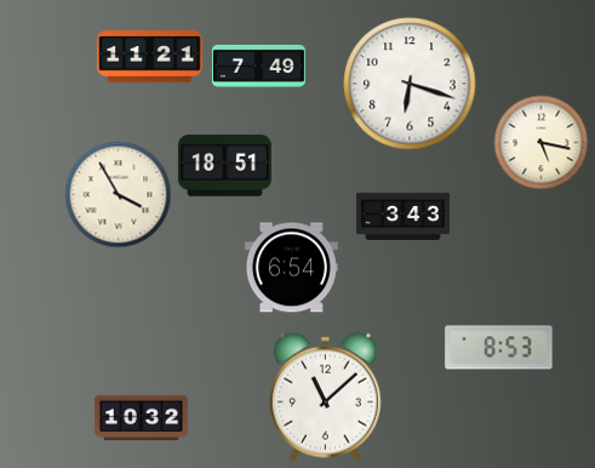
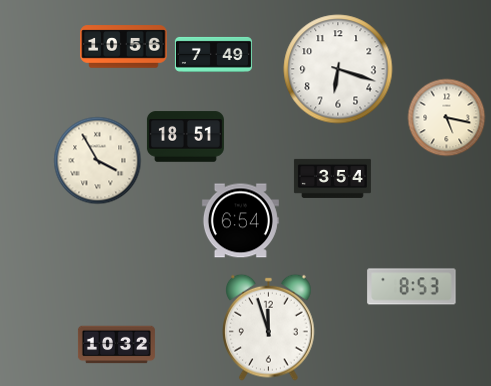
clock at (150, 57): 11:21 -> 10:56
clock at (402, 216): 3:43 -> 3:54
clock at (326, 396): 11:08 -> 11:57
